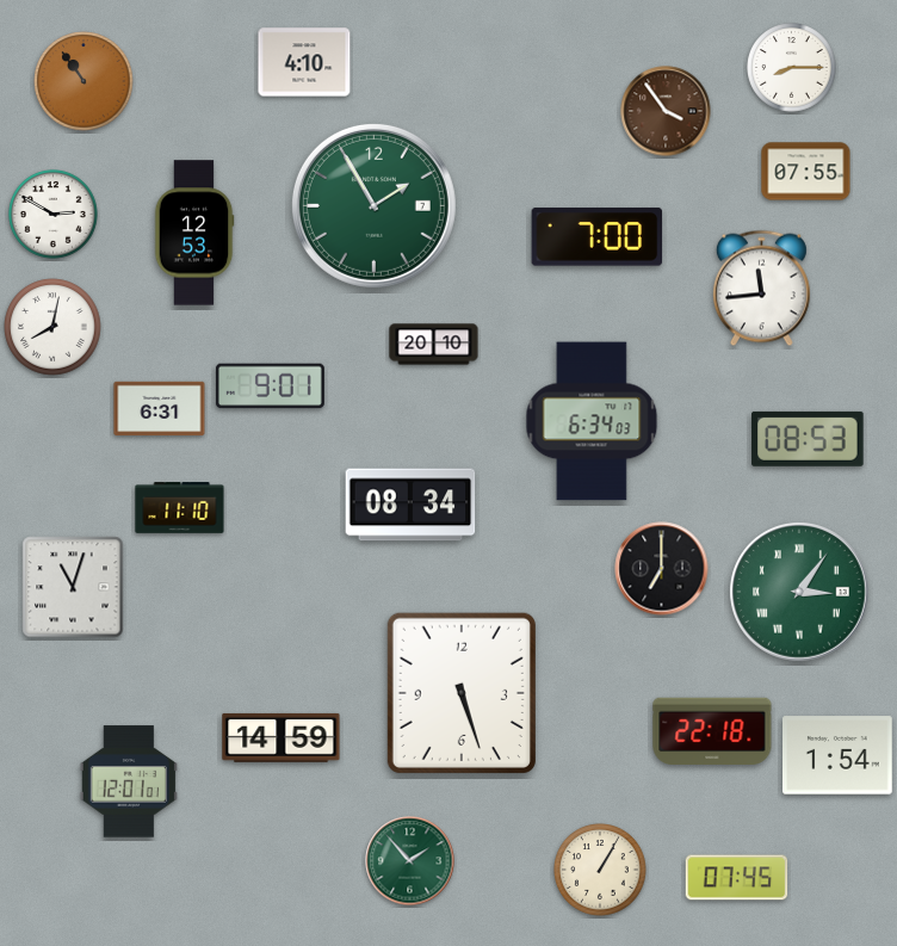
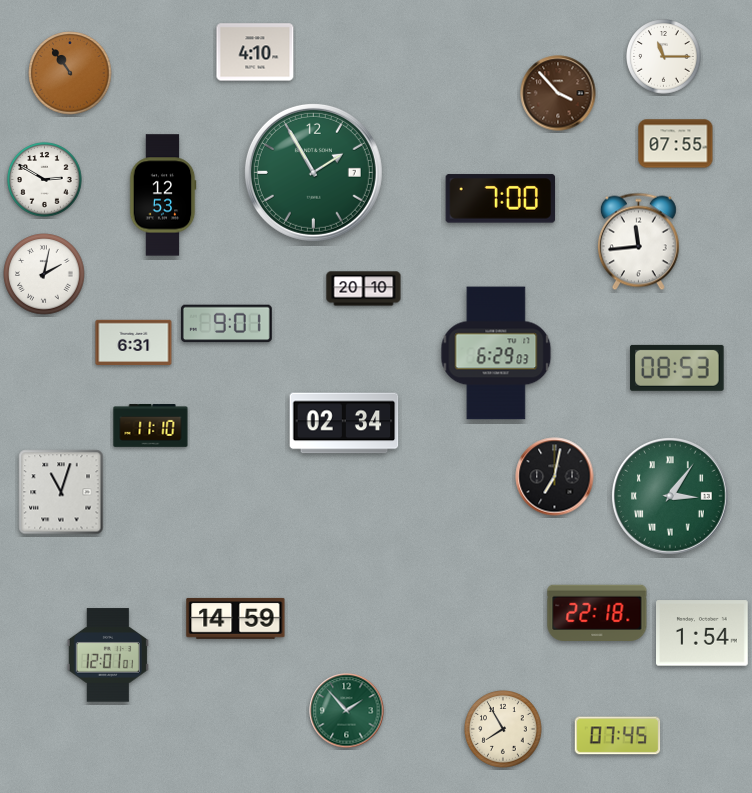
clock at (792, 68): 8:15 -> 11:15
clock at (83, 81) position: (83, 81) -> (70, 73)
clock at (666, 111): 3:54 -> 3:53
clock at (52, 327): 8:02 -> 2:02
clock at (592, 421): 6:34 -> 6:29
clock at (410, 505): 08:34 -> 02:34
clock at (662, 569): 7:00 -> 7:02
clock at (462, 693): 5:27 -> none
clock at (410, 861) position: (410, 861) -> (347, 711)
clock at (600, 870): 1:05 -> 7:55
